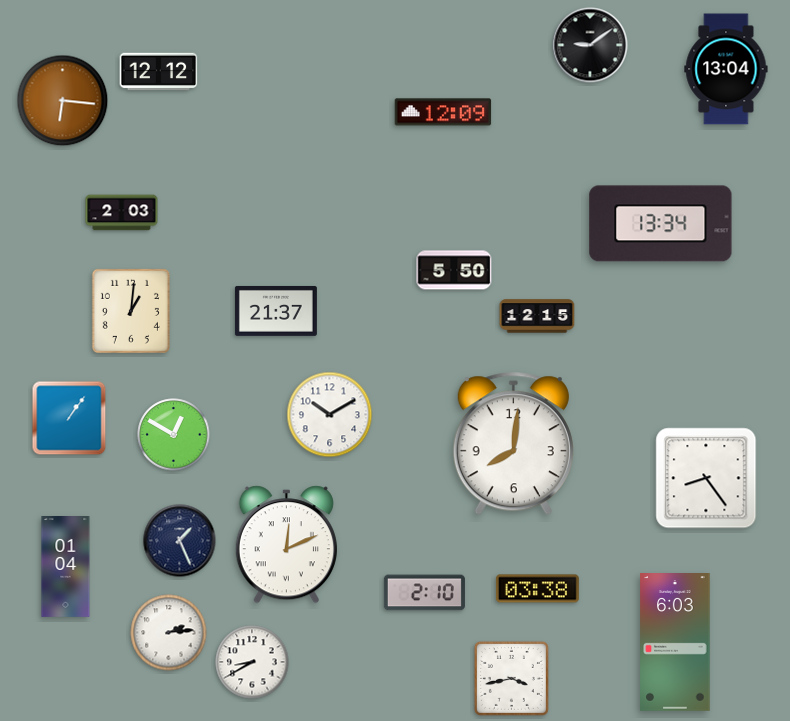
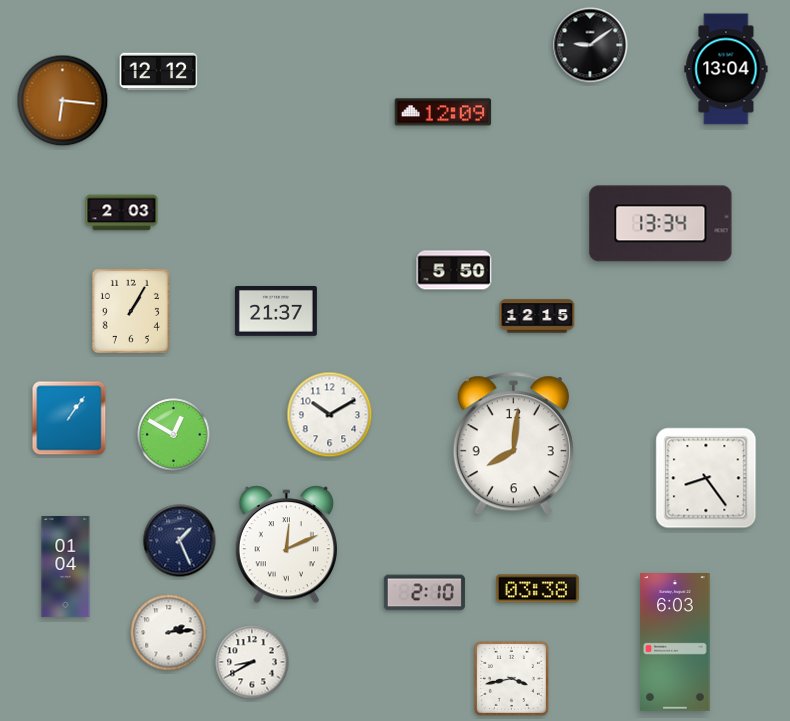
clock at (131, 311): 1:01 -> 1:05
